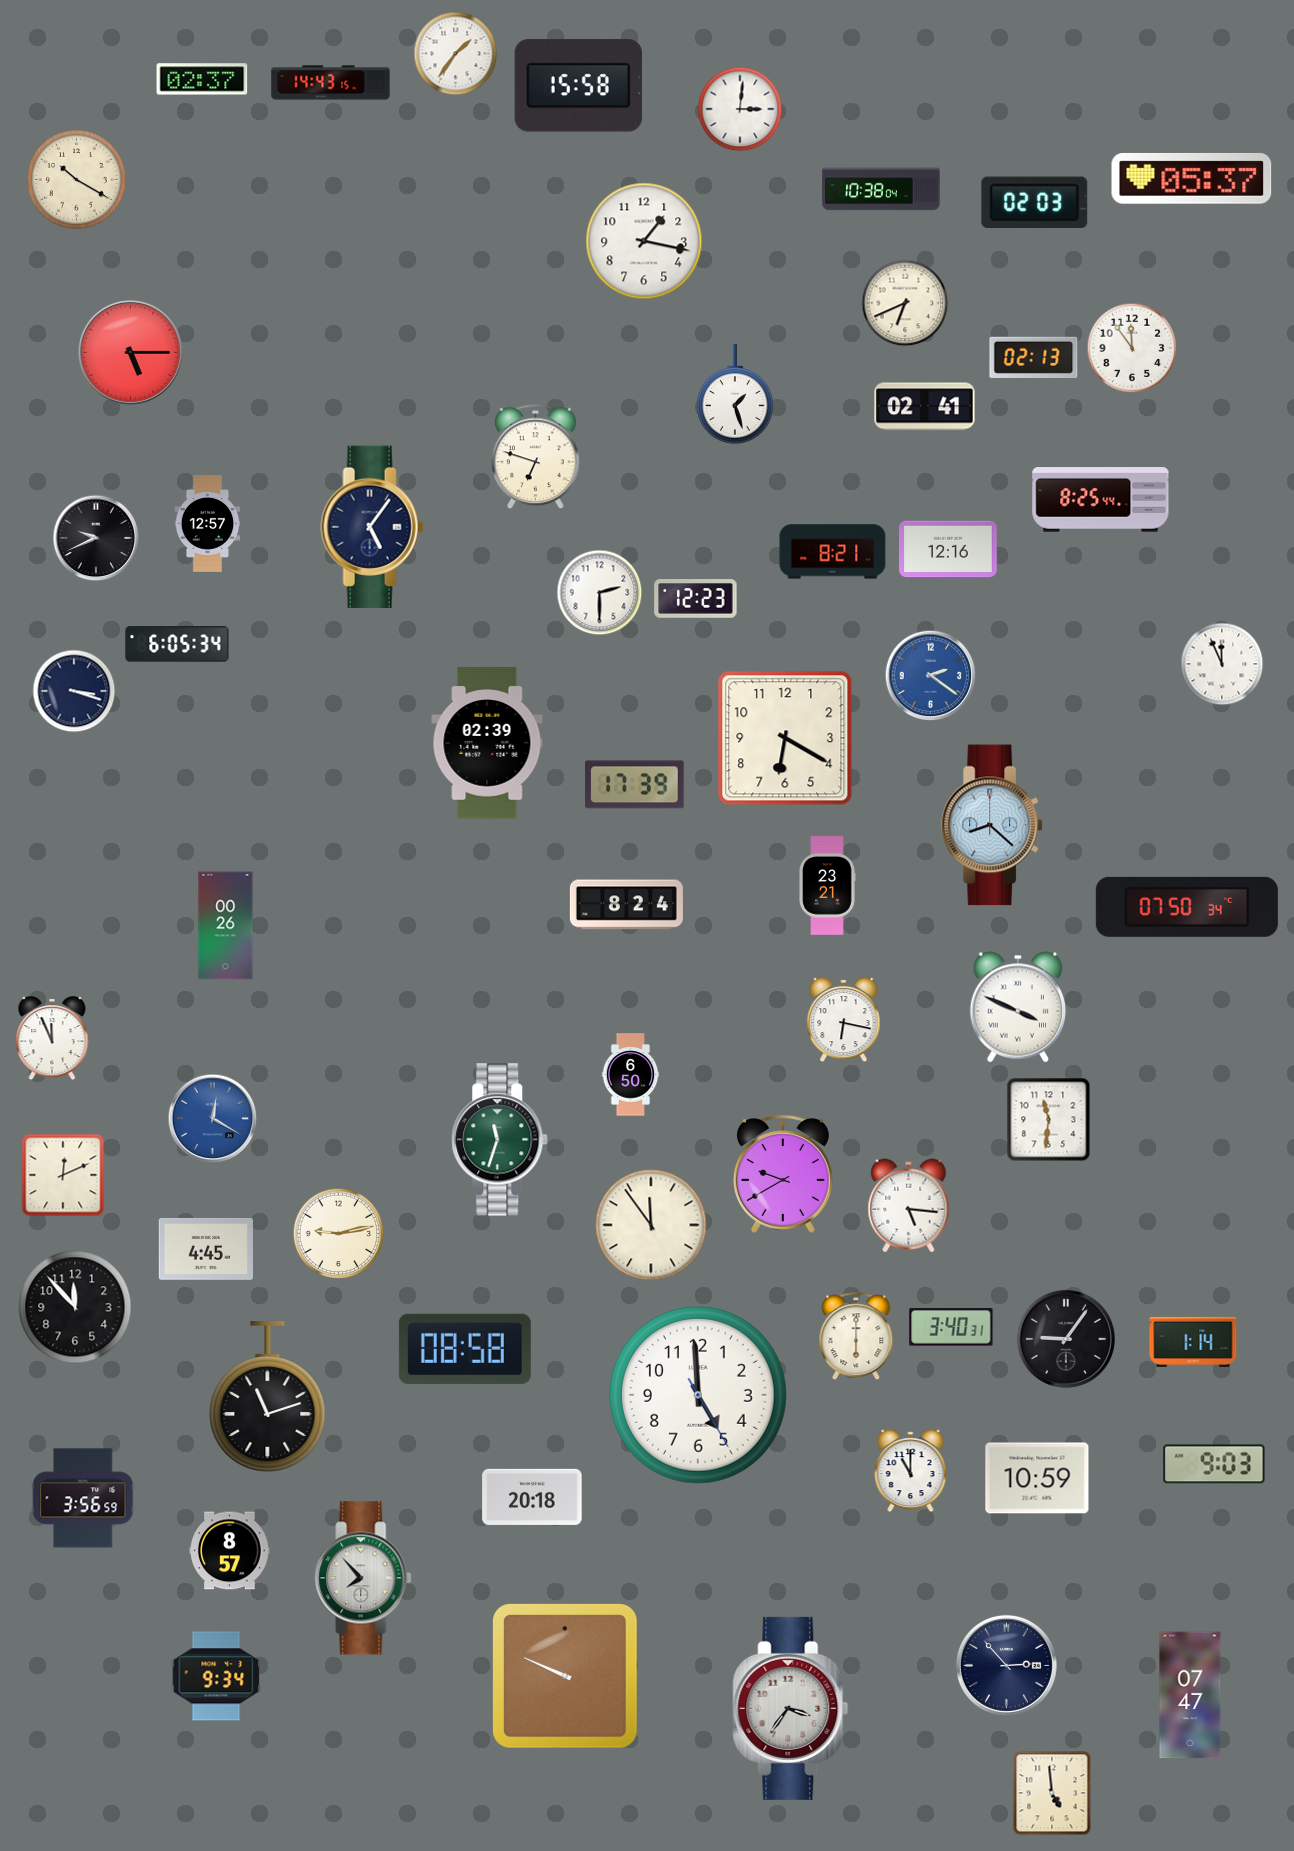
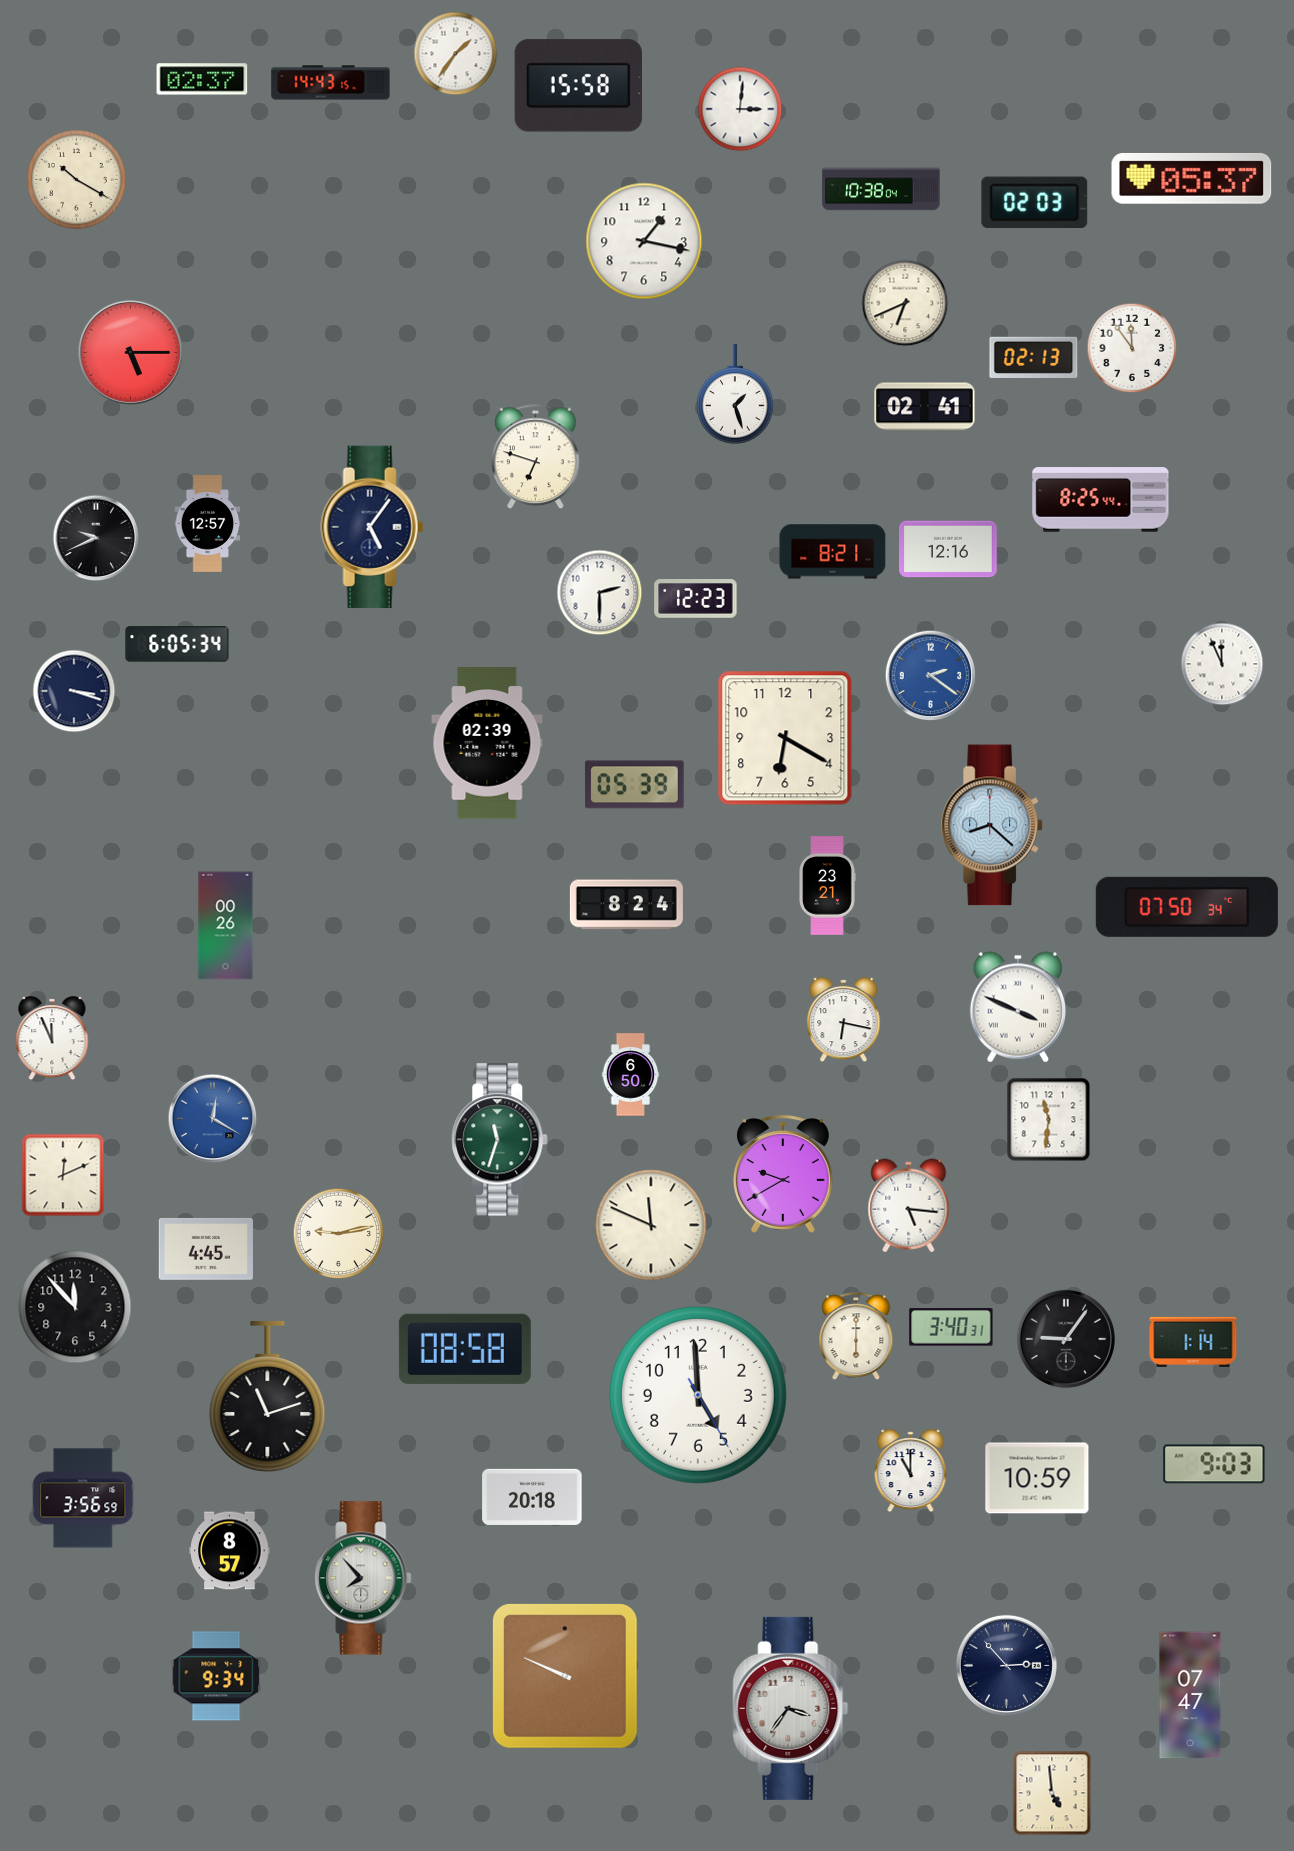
clock at (635, 785): 17:39 -> 05:39
clock at (651, 1225): 11:54 -> 11:49
